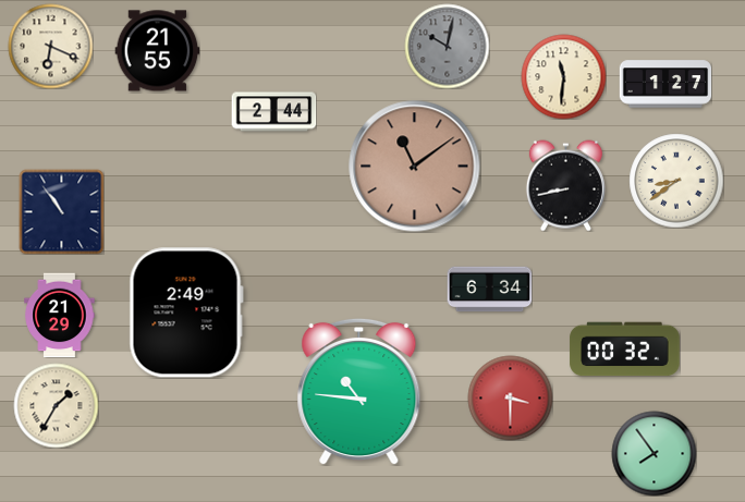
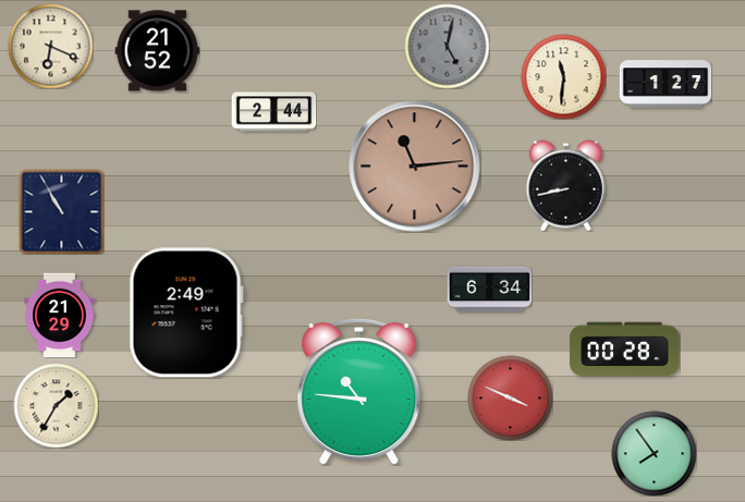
clock at (447, 46): 10:02 -> 5:02
clock at (157, 51): 21:55 -> 21:52
clock at (415, 167): 11:09 -> 11:14
clock at (676, 181): 8:39 -> none
clock at (61, 211): 10:54 -> 10:55
clock at (625, 350): 00:32 -> 00:28
clock at (510, 397): 3:30 -> 3:49
